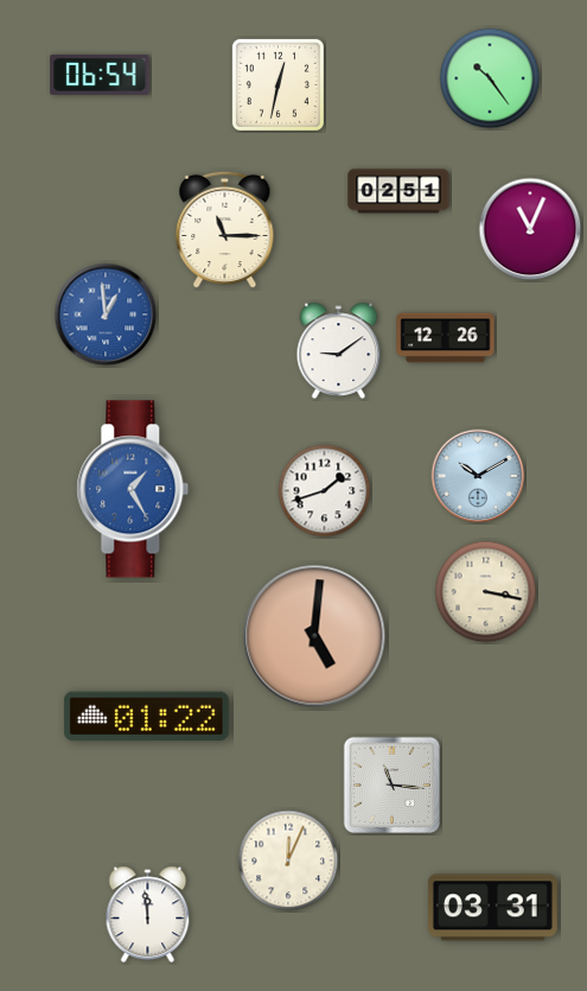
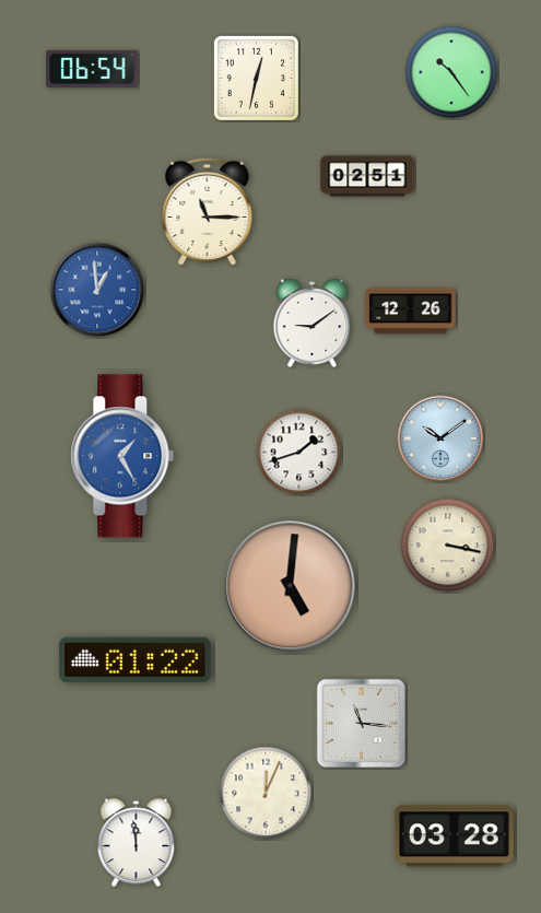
clock at (530, 229): 11:04 -> none
clock at (478, 476): 10:10 -> 10:09
clock at (133, 489) position: (133, 489) -> (122, 456)
clock at (492, 908): 03:31 -> 03:28
